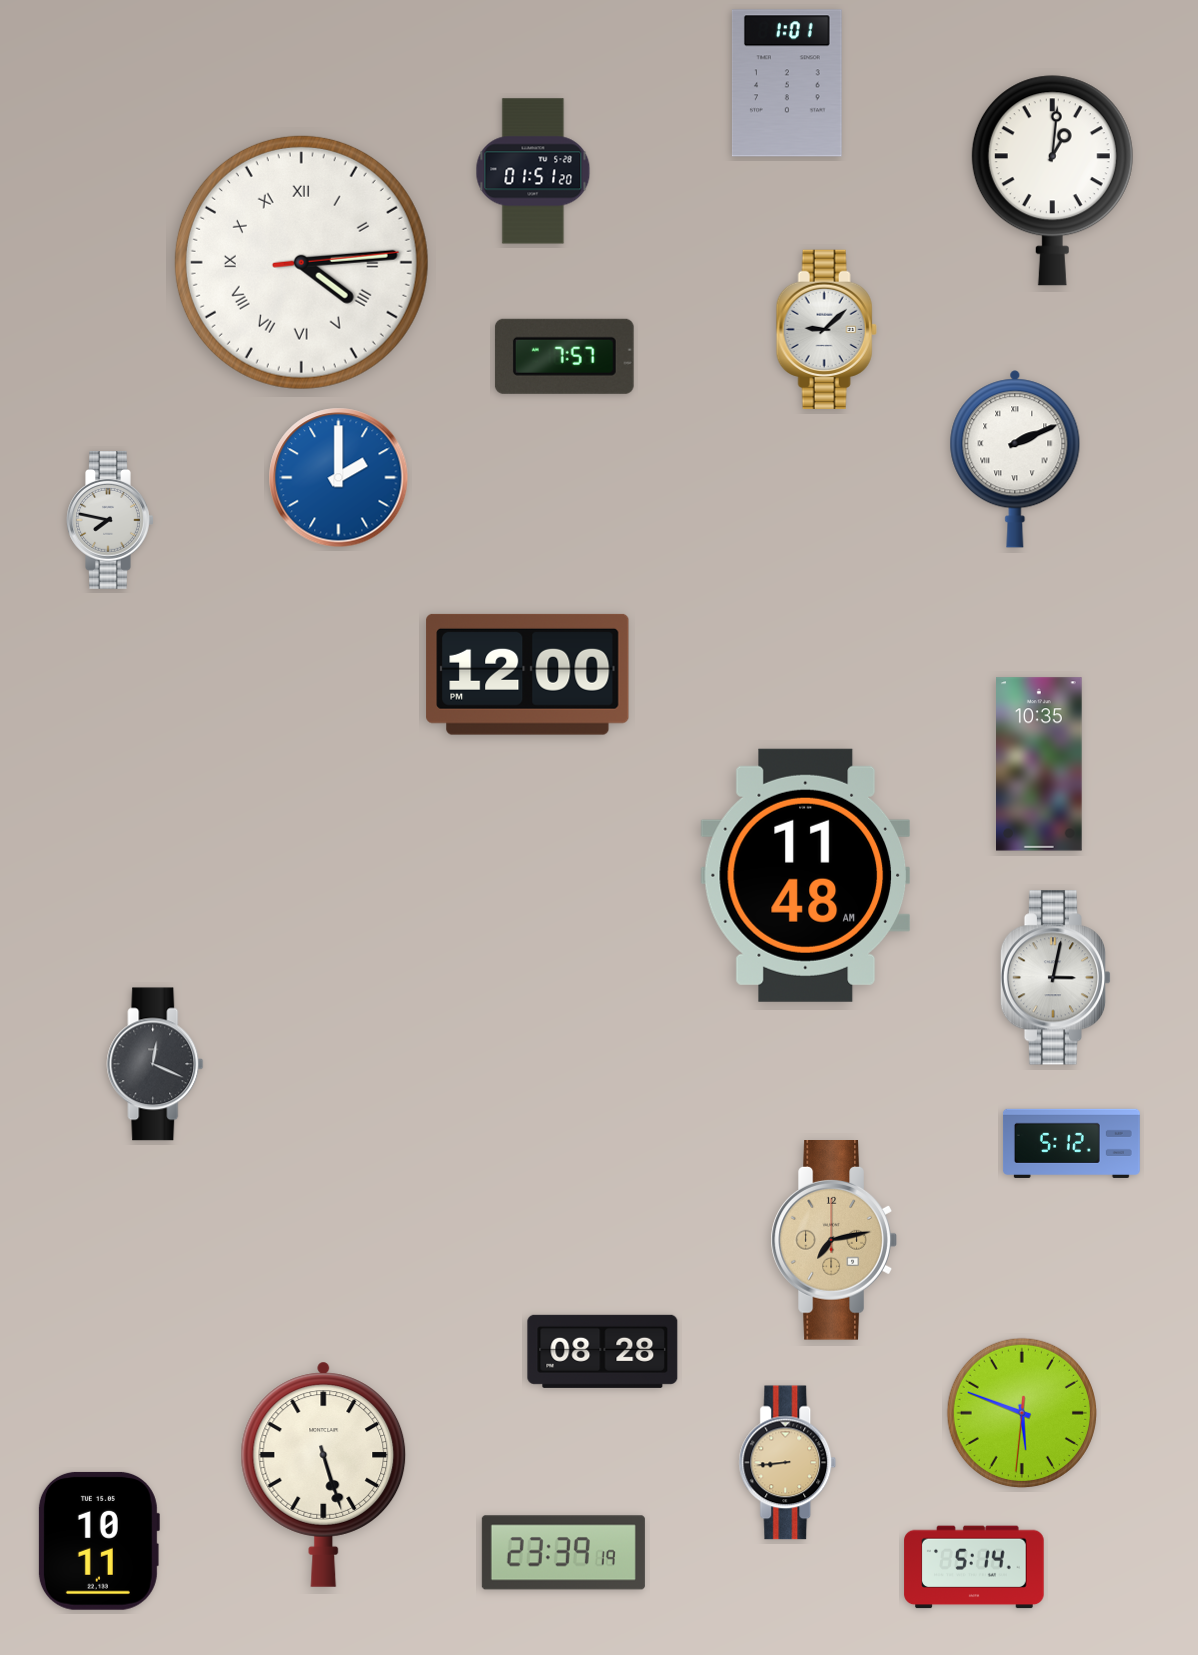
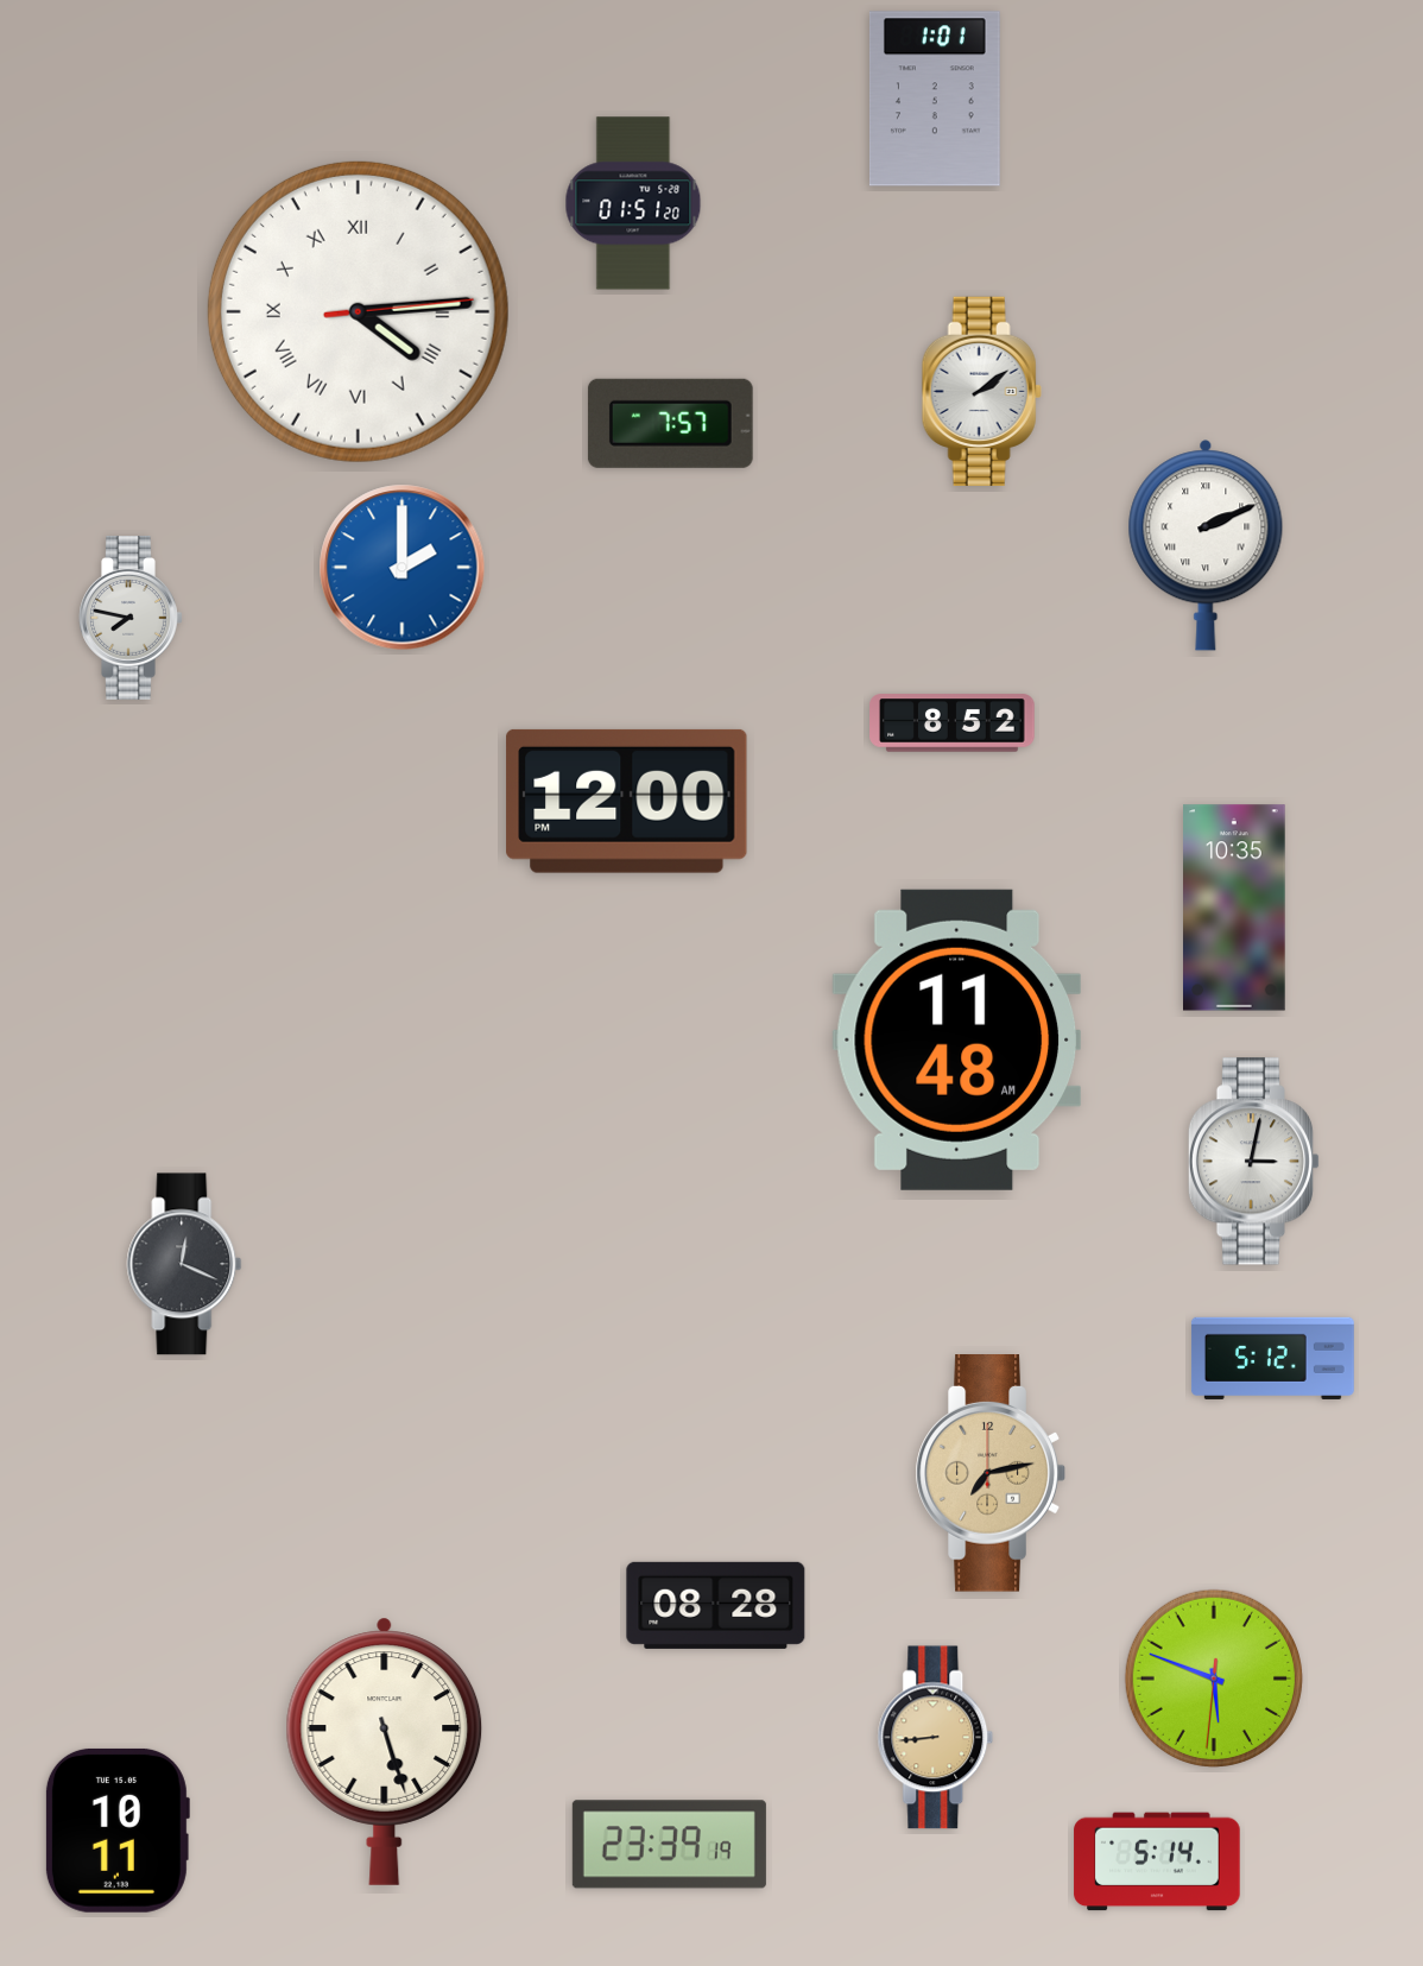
clock at (1052, 181): 1:01 -> none
clock at (826, 329): 9:08 -> 2:09
clock at (953, 723): none -> 8:52
